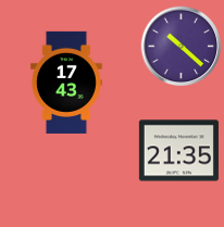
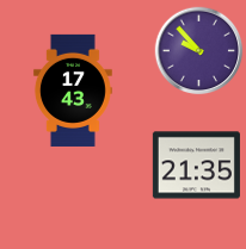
clock at (182, 47): 10:22 -> 9:53
